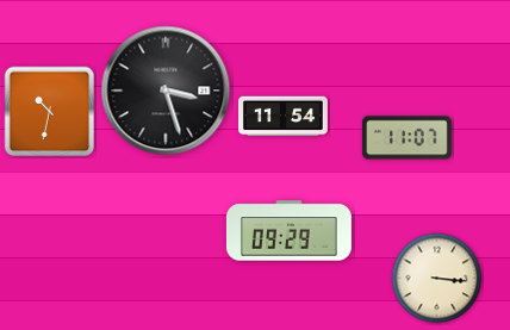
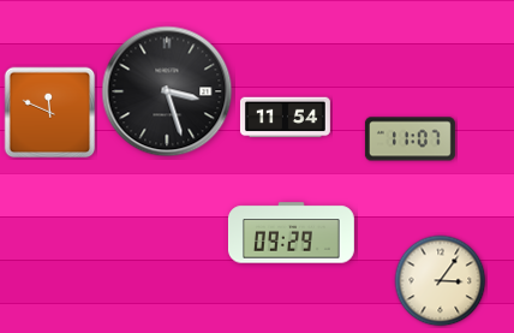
clock at (50, 112): 10:32 -> 11:49
clock at (437, 279): 3:16 -> 3:06
